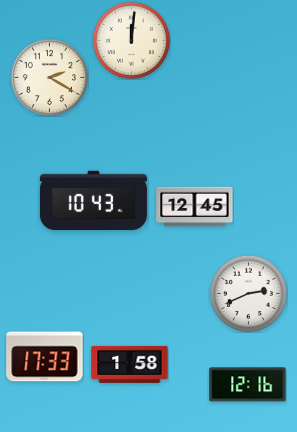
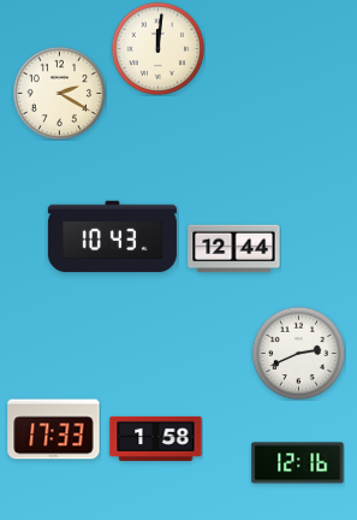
clock at (93, 201) position: (93, 201) -> (112, 237)
clock at (195, 207): 12:45 -> 12:44
